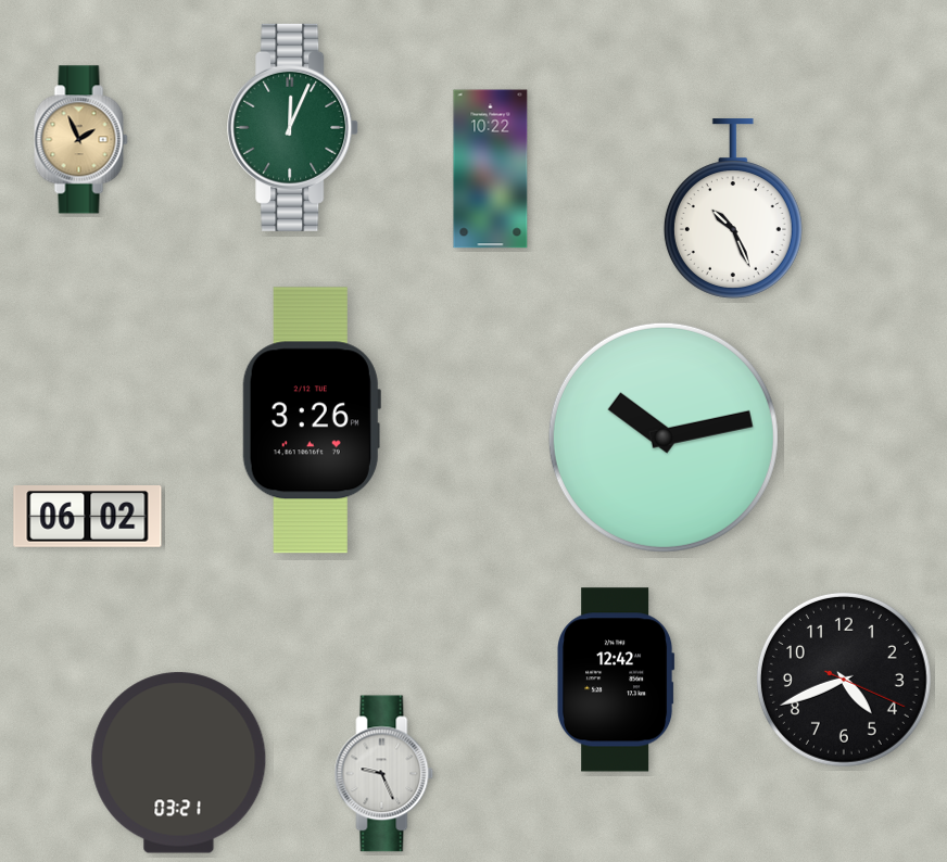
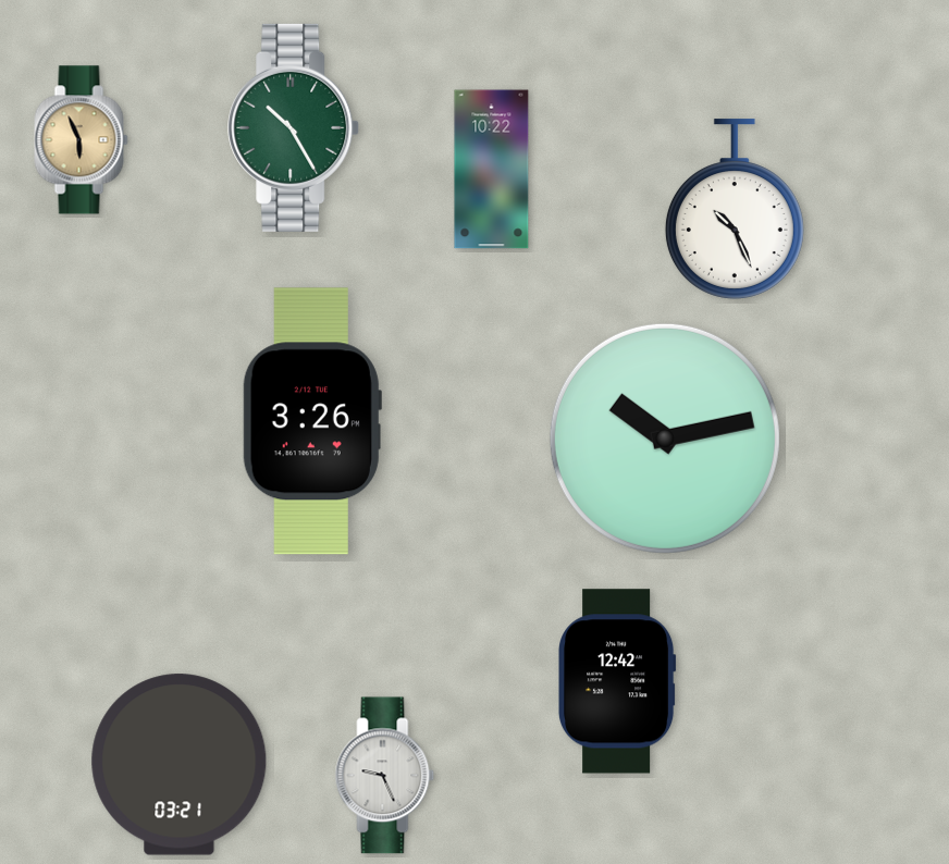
clock at (293, 127): 12:04 -> 10:25
clock at (81, 140): 1:56 -> 5:56
clock at (88, 517): 06:02 -> none
clock at (844, 680): 4:41 -> none
